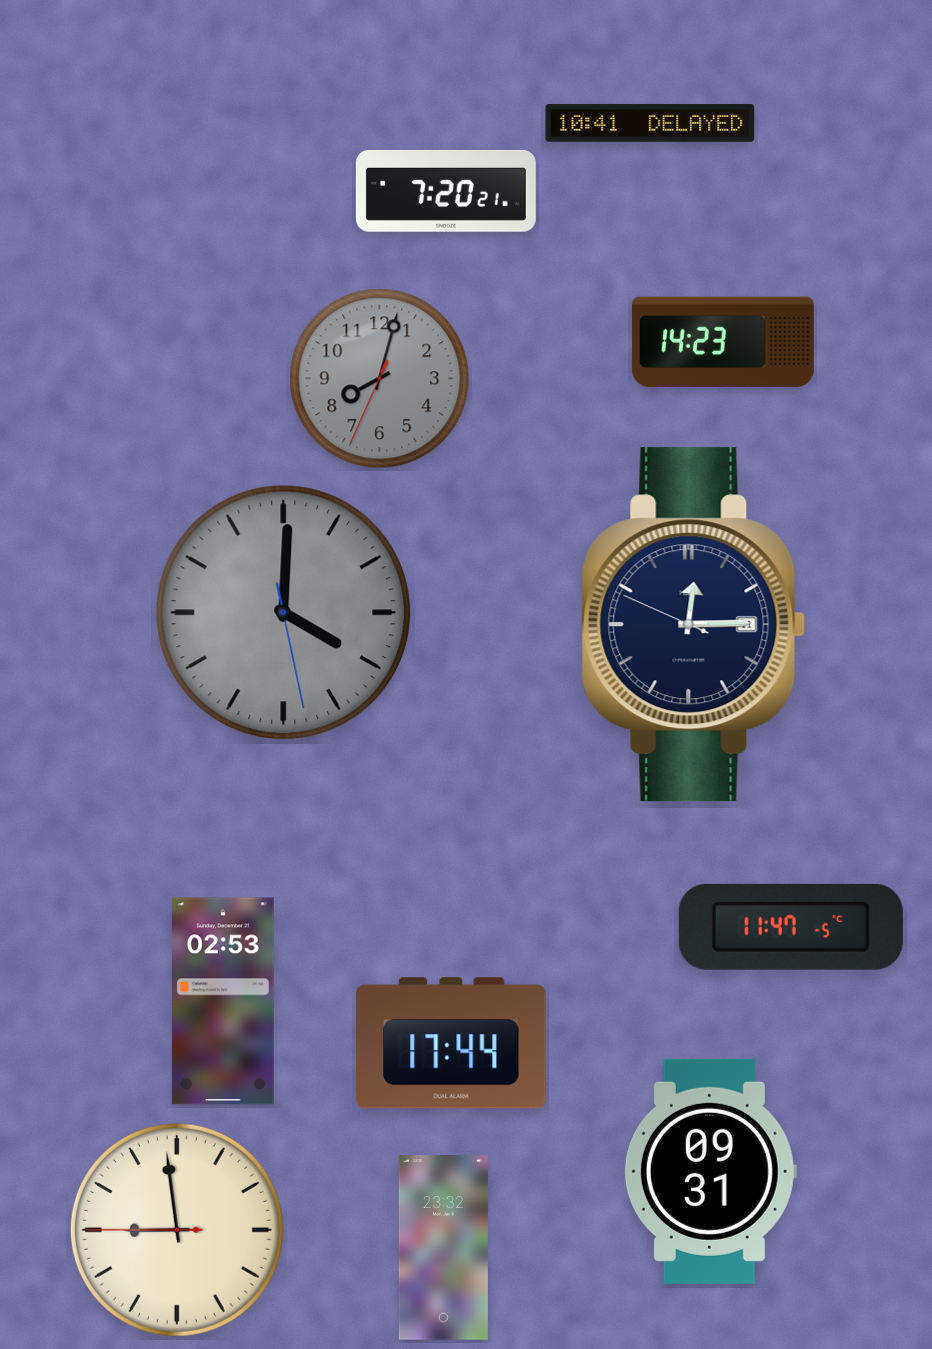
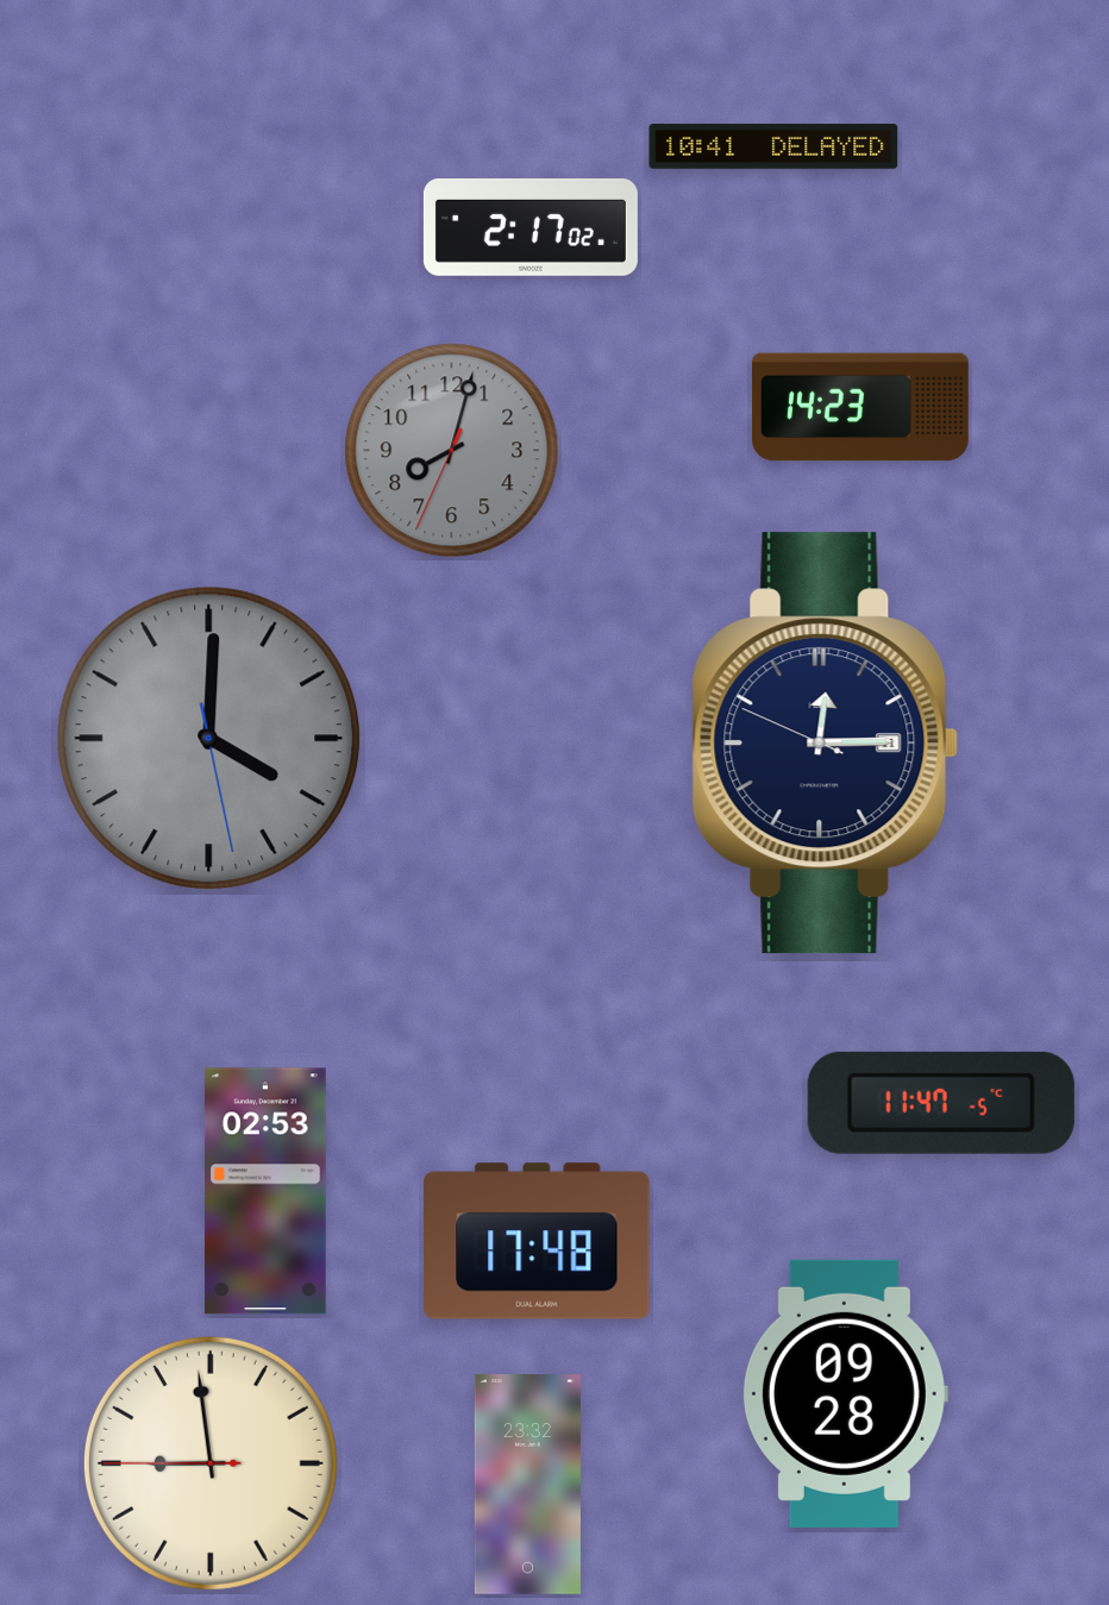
clock at (446, 191): 7:20 -> 2:17
clock at (284, 613) position: (284, 613) -> (209, 739)
clock at (451, 1043): 17:44 -> 17:48
clock at (710, 1171): 09:31 -> 09:28
